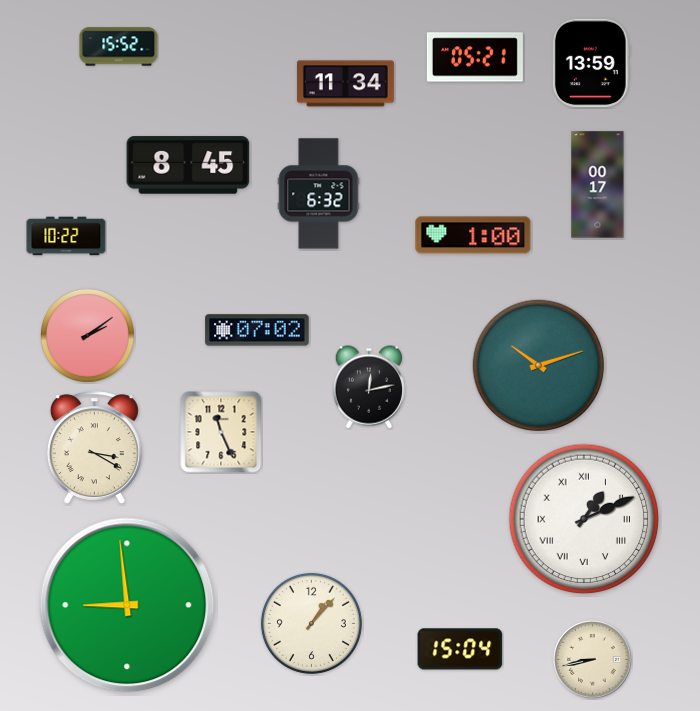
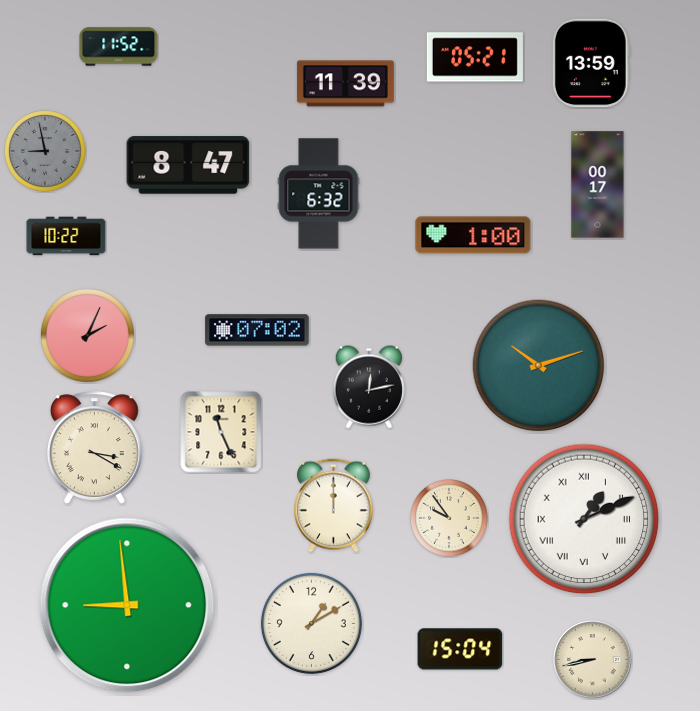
clock at (119, 47): 15:52 -> 11:52
clock at (345, 84): 11:34 -> 11:39
clock at (46, 152): none -> 8:58
clock at (188, 165): 8:45 -> 8:47
clock at (87, 335): 2:09 -> 2:04
clock at (334, 506): none -> 12:00
clock at (449, 518): none -> 9:54
clock at (311, 623): 1:07 -> 1:10
